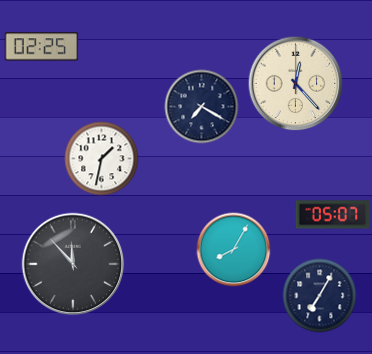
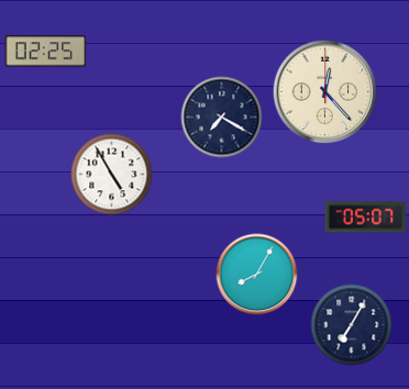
clock at (102, 159): 1:32 -> 4:55
clock at (333, 215) position: (333, 215) -> (366, 218)
clock at (73, 264): 11:53 -> none
